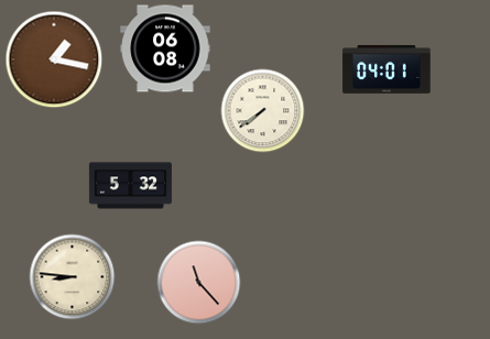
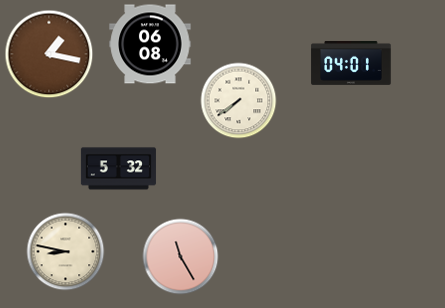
clock at (73, 277): 8:46 -> 8:47
clock at (199, 283): 11:23 -> 11:25
